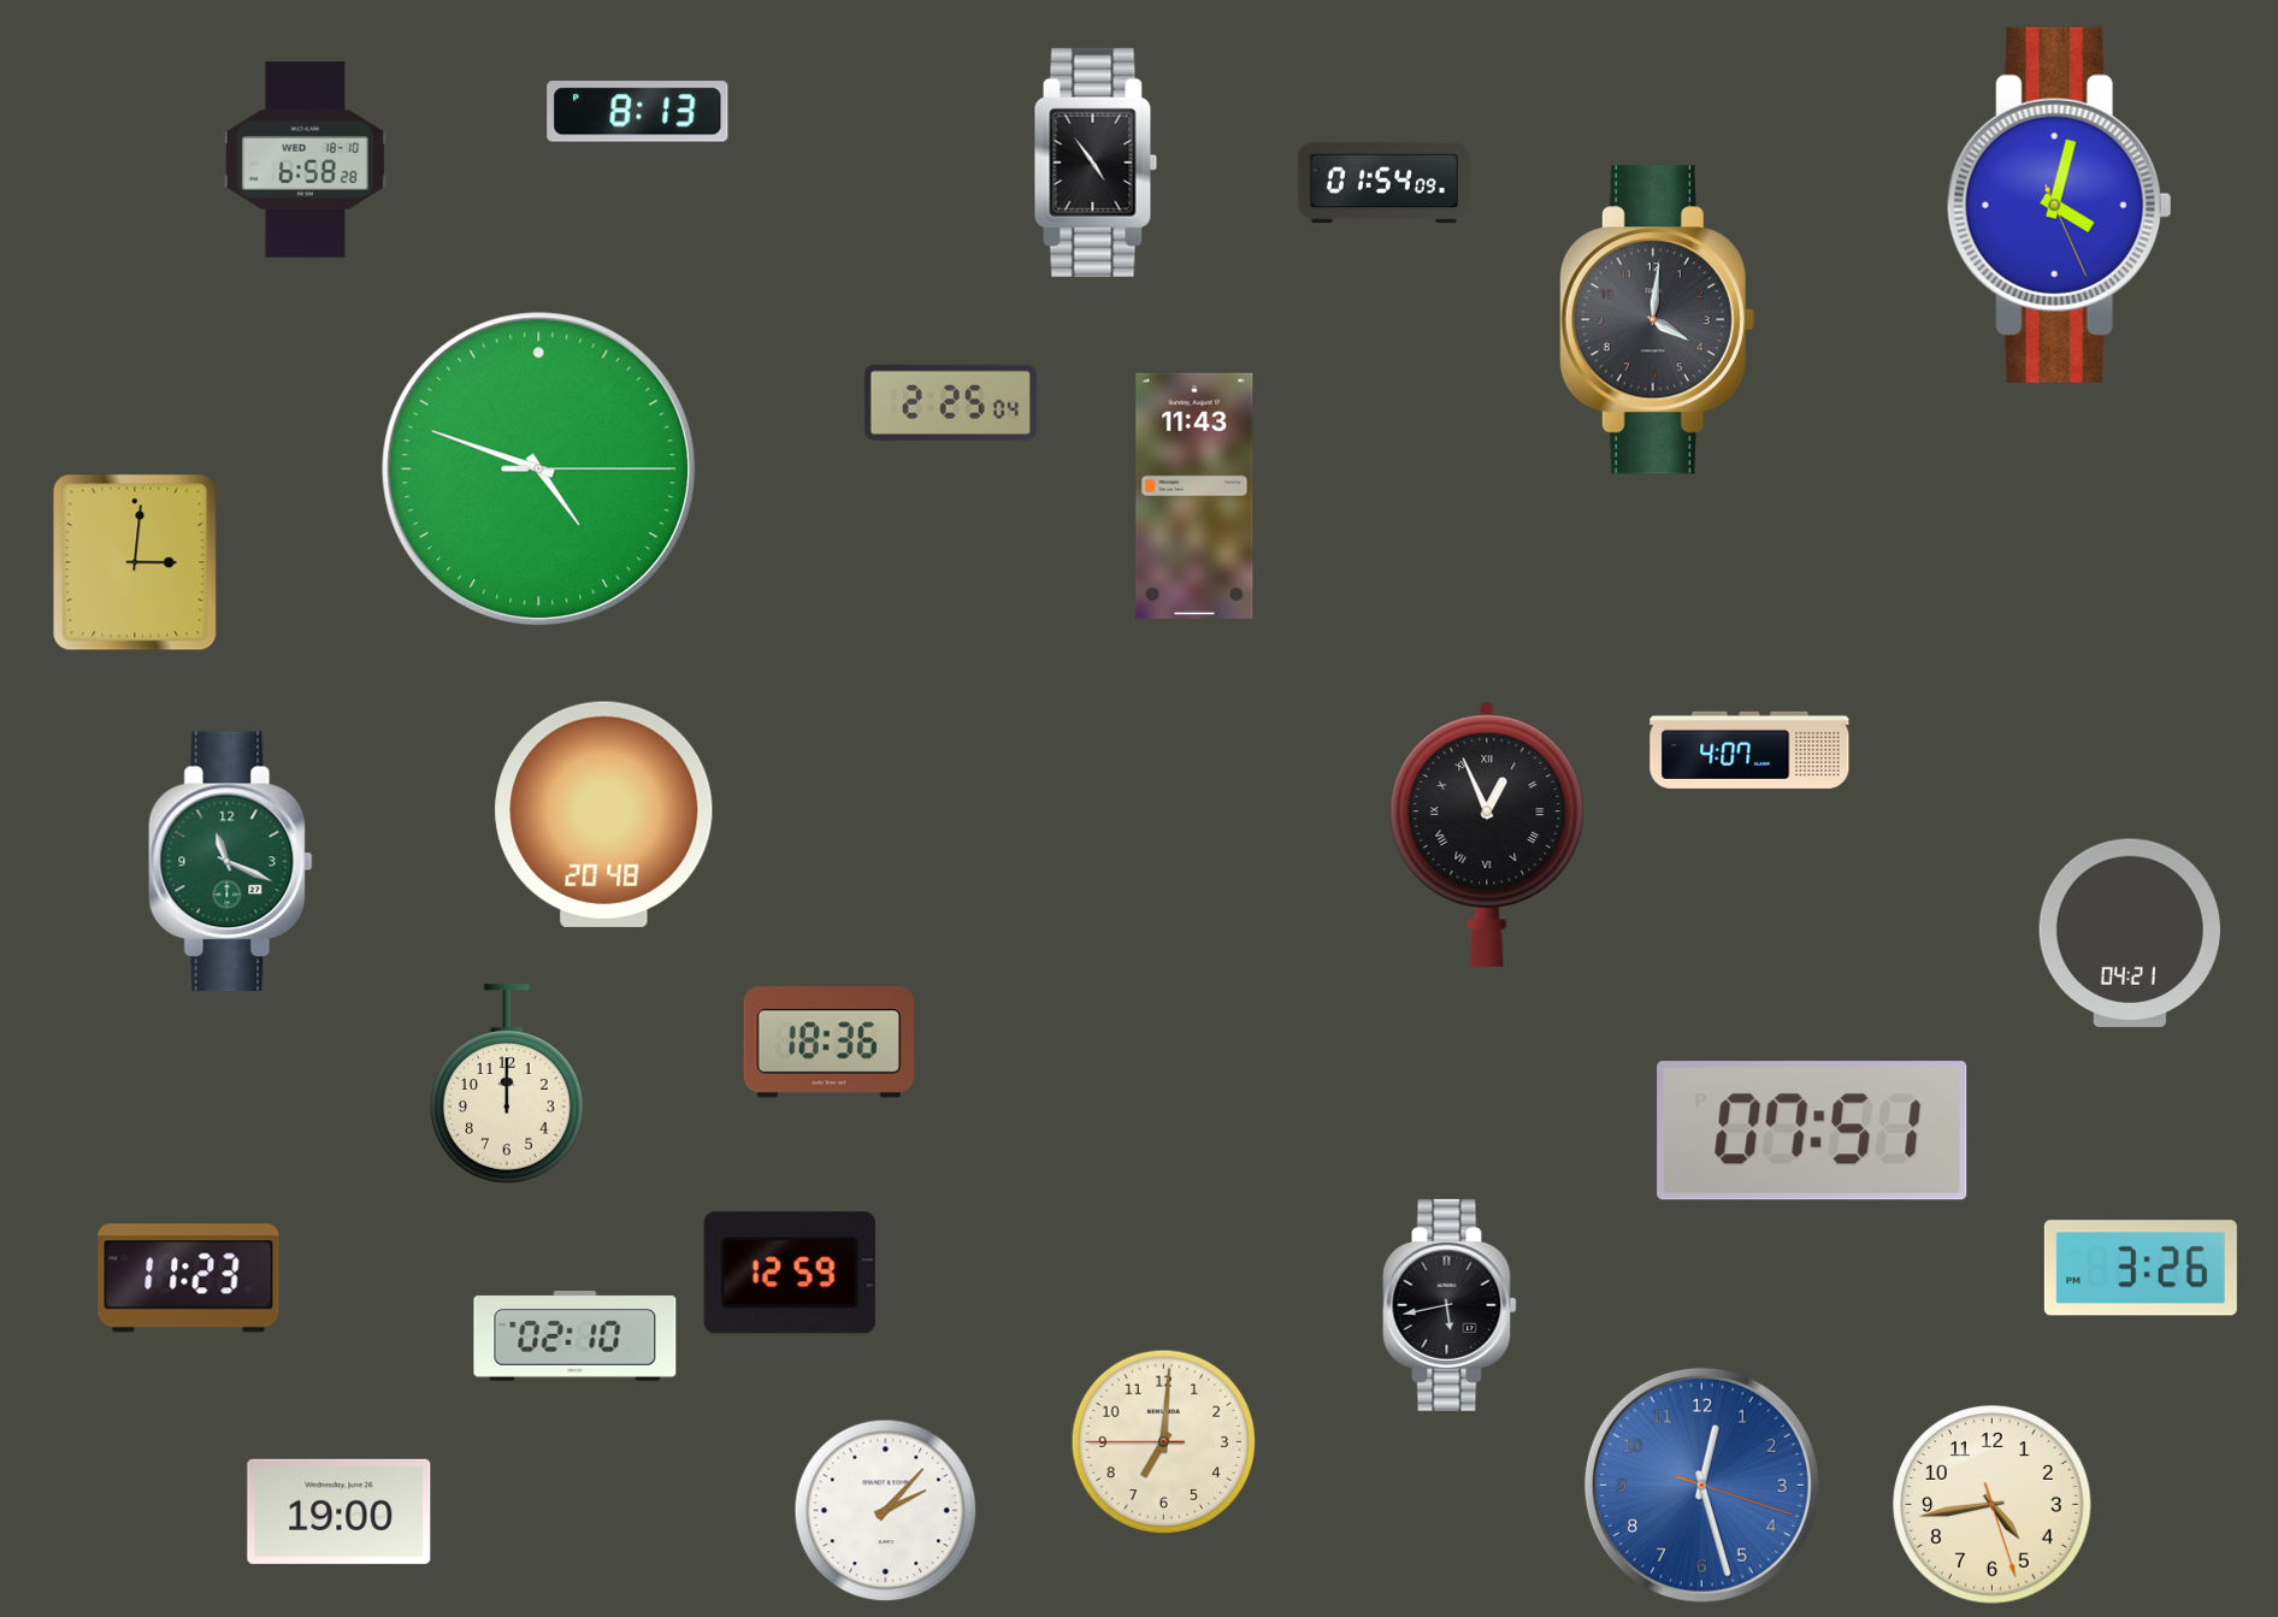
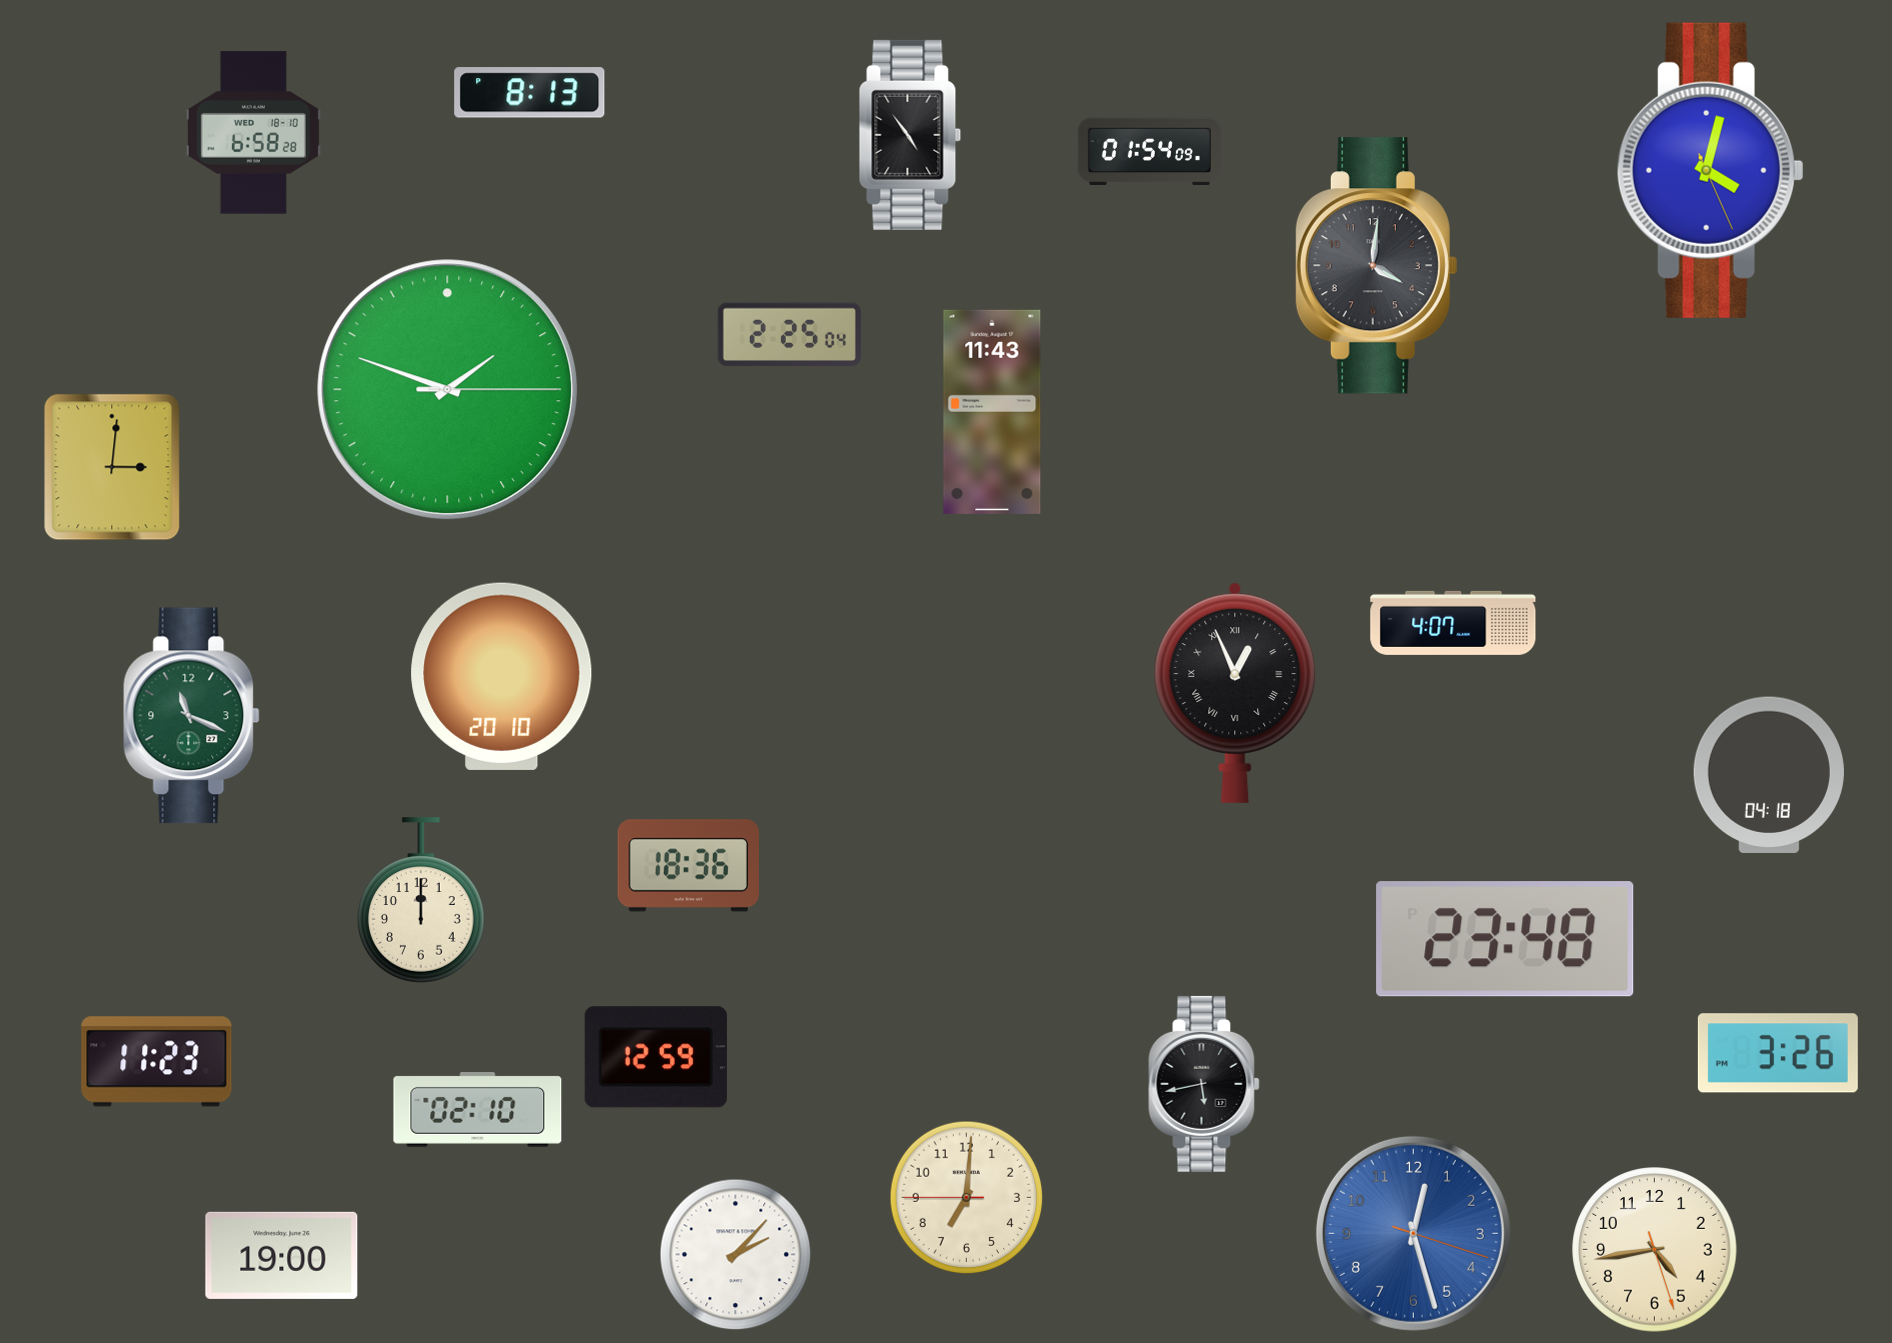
clock at (539, 470): 4:48 -> 1:48
clock at (604, 814): 20:48 -> 20:10
clock at (2130, 933): 04:21 -> 04:18
clock at (1812, 1131): 07:51 -> 23:48
